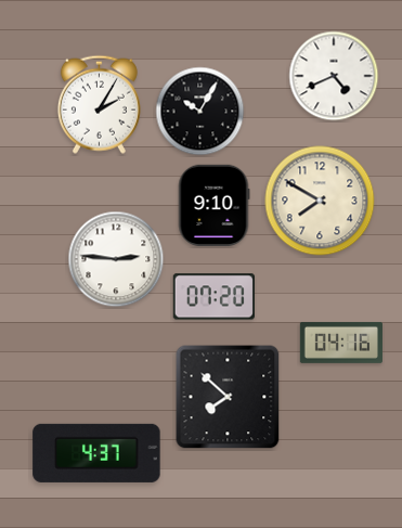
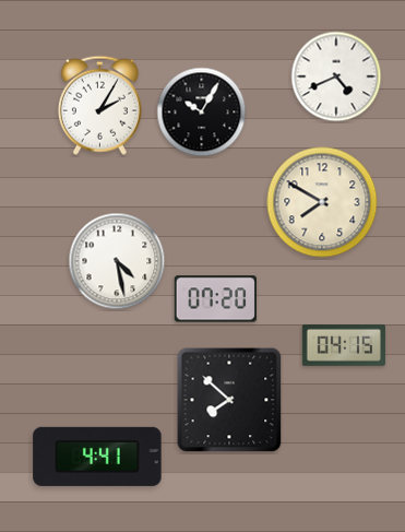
clock at (213, 205): 9:10 -> none
clock at (116, 259): 2:46 -> 4:28
clock at (341, 343): 04:16 -> 04:15
clock at (96, 453): 4:37 -> 4:41
